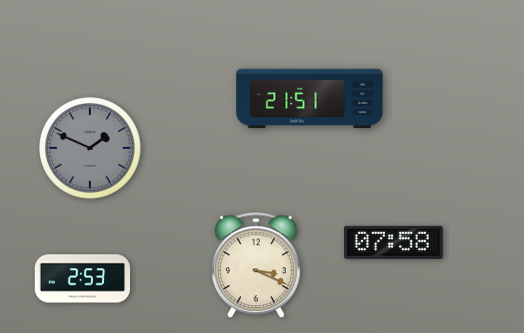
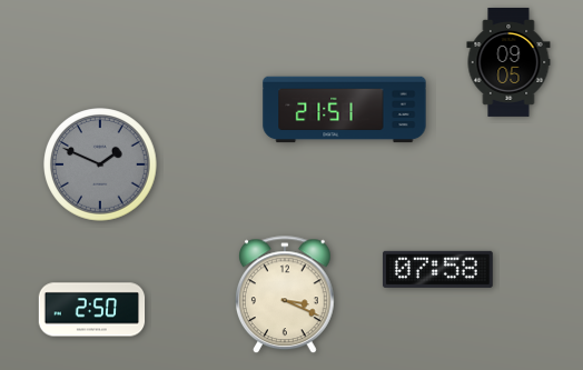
clock at (508, 62): none -> 09:05
clock at (83, 279): 2:53 -> 2:50
